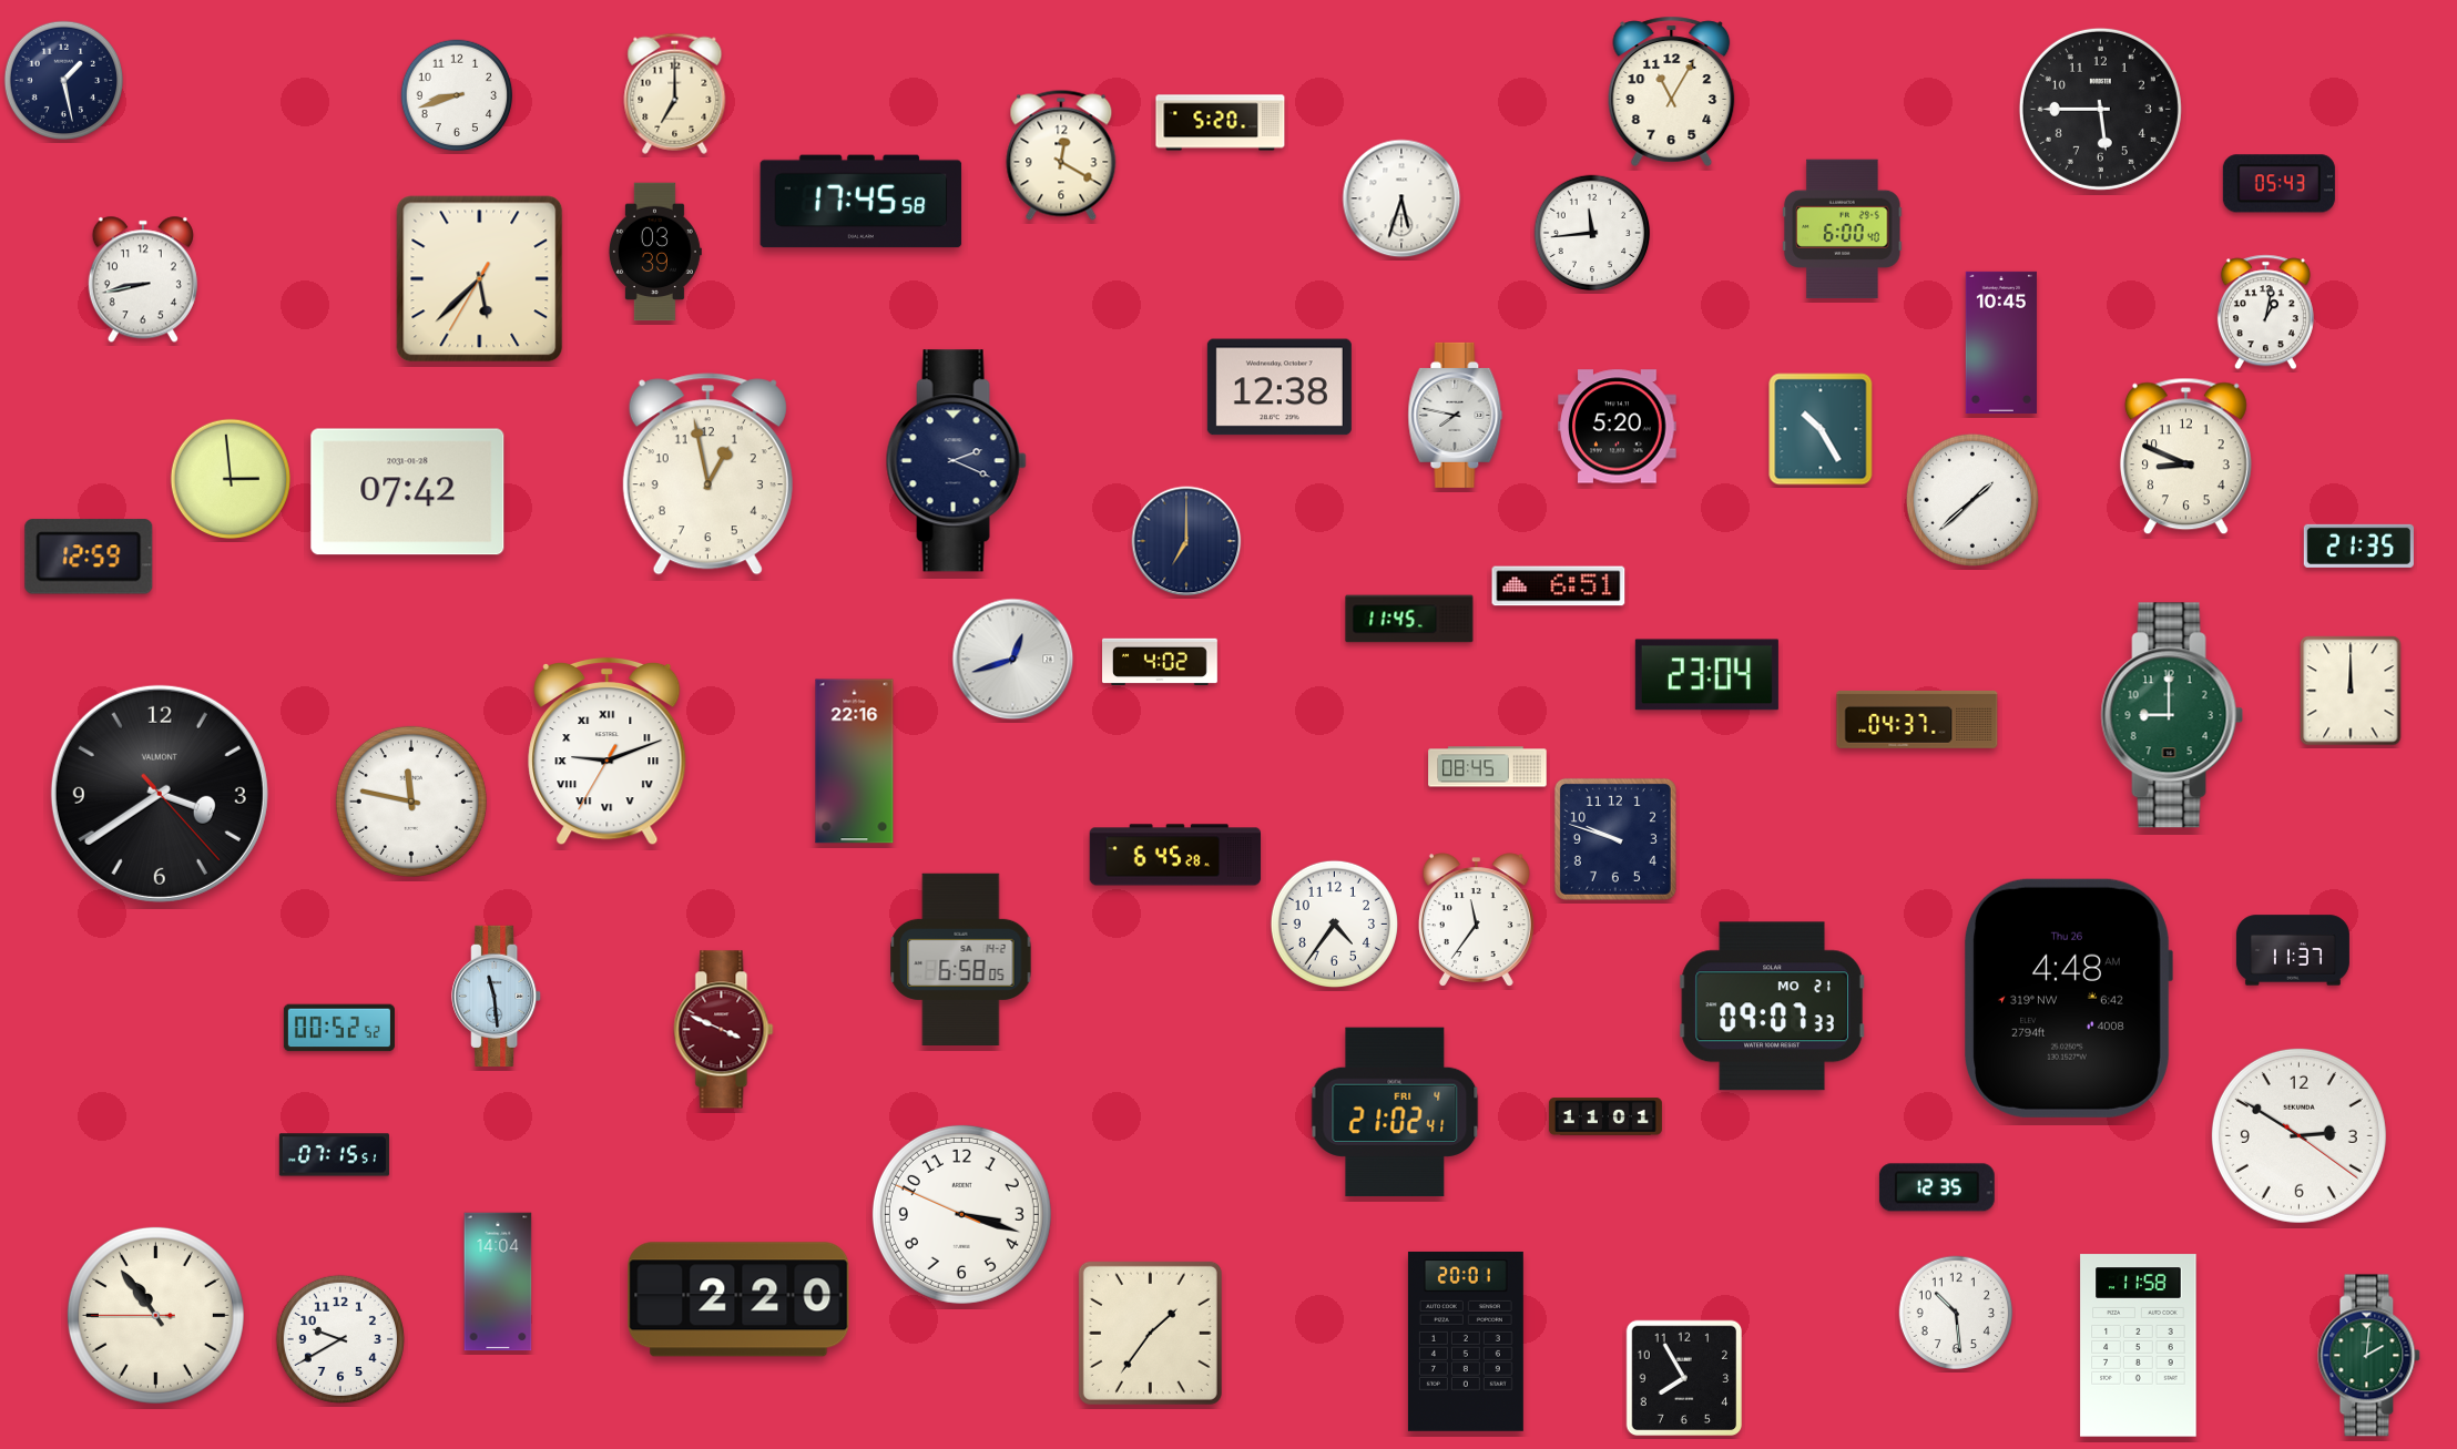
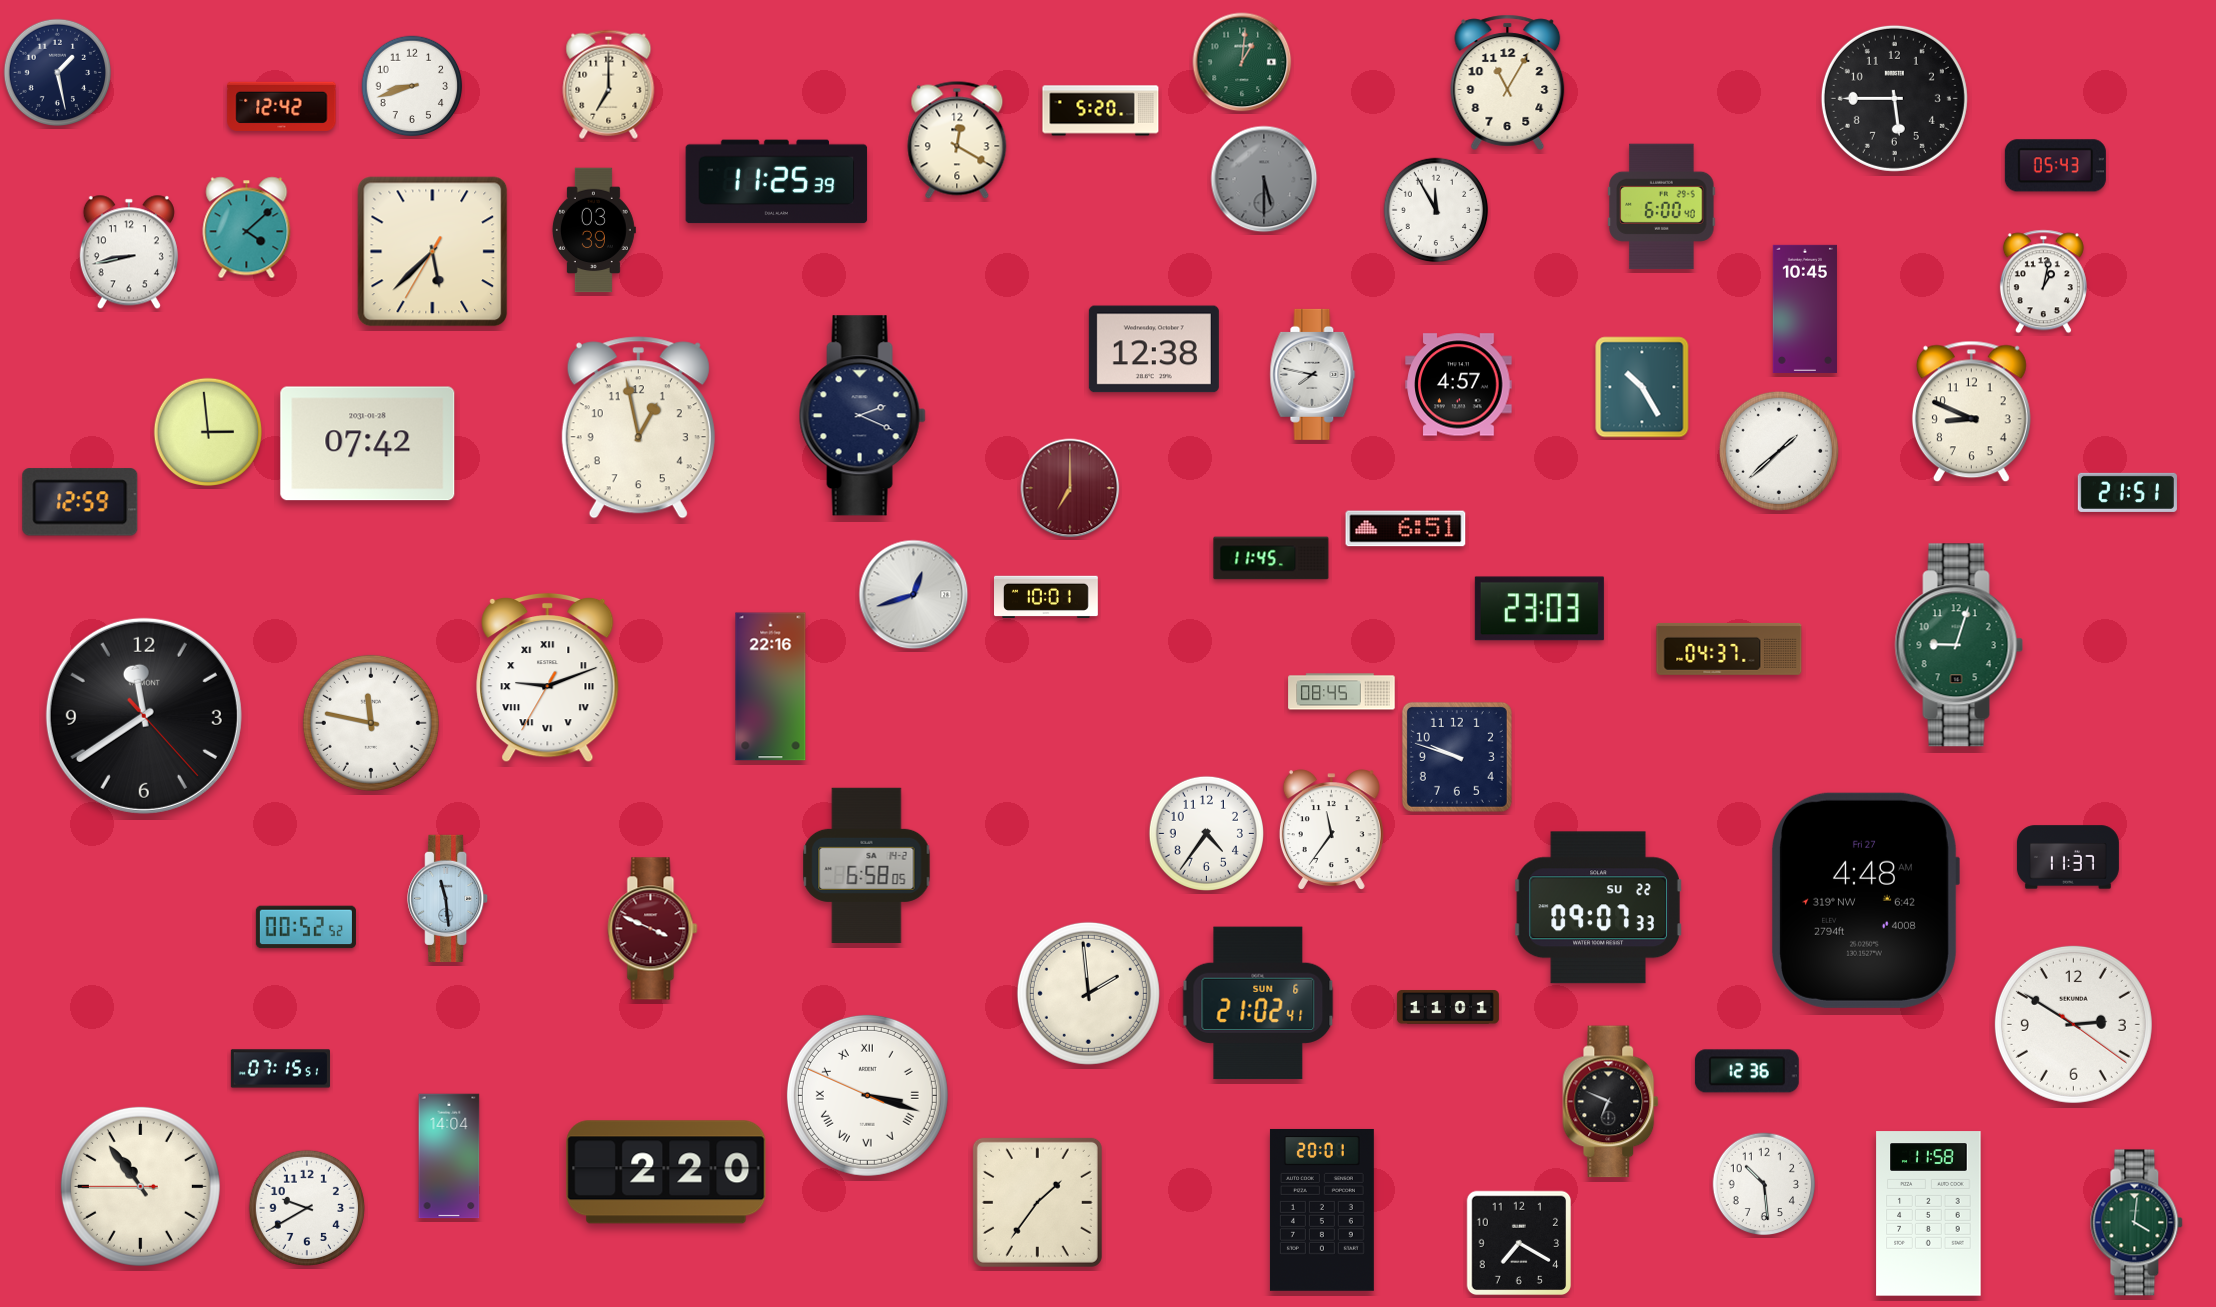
clock at (1242, 62): none -> 1:01
clock at (282, 106): none -> 12:42
clock at (1401, 198): 5:33 -> 5:30
clock at (1401, 198) dial: white -> grey
clock at (862, 202): 17:45 -> 11:25
clock at (1592, 233): 11:44 -> 11:55
clock at (654, 252) position: (654, 252) -> (593, 230)
clock at (247, 228): none -> 4:08
clock at (1618, 427): 5:20 -> 4:57
clock at (1186, 541) dial: navy -> burgundy
clock at (2358, 545): 21:35 -> 21:51
clock at (1161, 662): 4:02 -> 10:01
clock at (1706, 675): 23:04 -> 23:03
clock at (2351, 691): 12:00 -> none
clock at (2172, 715): 9:00 -> 9:03
clock at (160, 794): 3:39 -> 11:39
clock at (1175, 855): 6:45 -> none
clock at (1334, 924) position: (1334, 924) -> (1206, 833)
clock at (2069, 998) date: Thu 26 -> Fri 27
clock at (1772, 1007) date: MO 21 -> SU 22
clock at (1088, 993): none -> 1:59
clock at (1395, 1112) date: FRI 4 -> SUN 6
clock at (334, 1155) position: (334, 1155) -> (280, 1069)
clock at (1937, 1187): 12:35 -> 12:36
clock at (961, 1214) numerals: Arabic -> Roman
clock at (1611, 1102): none -> 6:49
clock at (2369, 1356): 2:01 -> 4:01
clock at (1684, 1378): 7:55 -> 7:20
